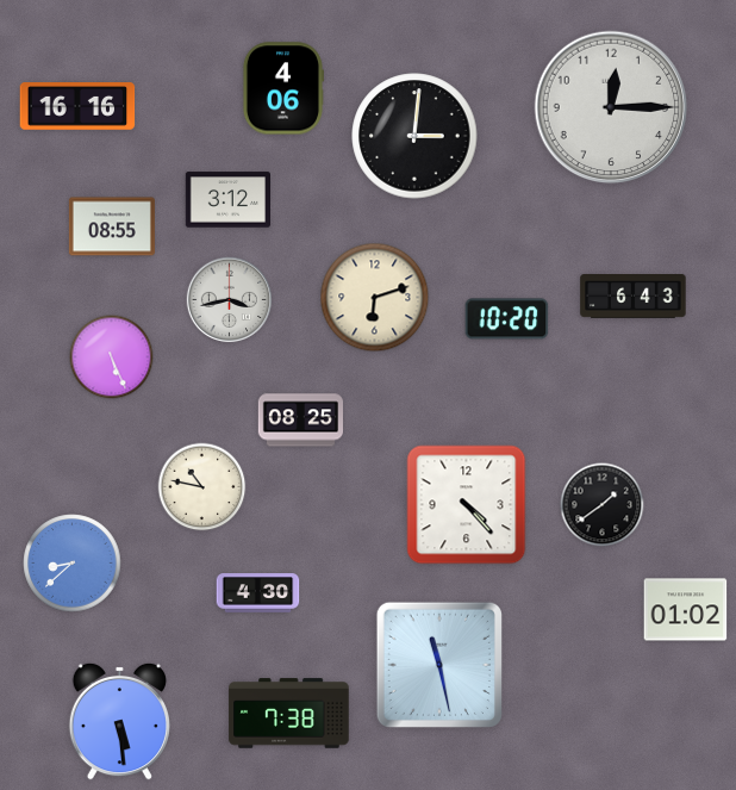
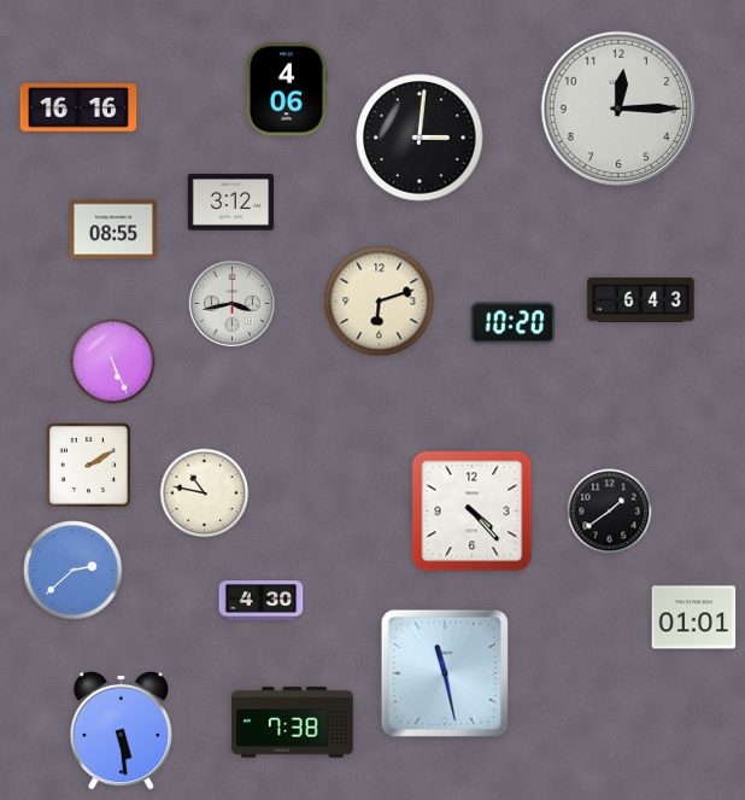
clock at (300, 421): 08:25 -> none
clock at (88, 465): none -> 2:10
clock at (73, 564): 8:38 -> 2:38
clock at (686, 610): 01:02 -> 01:01
